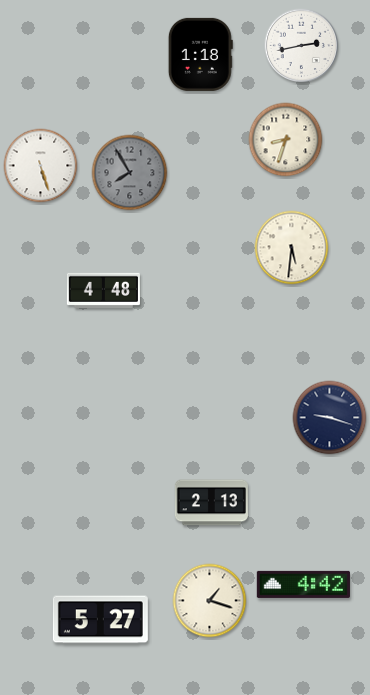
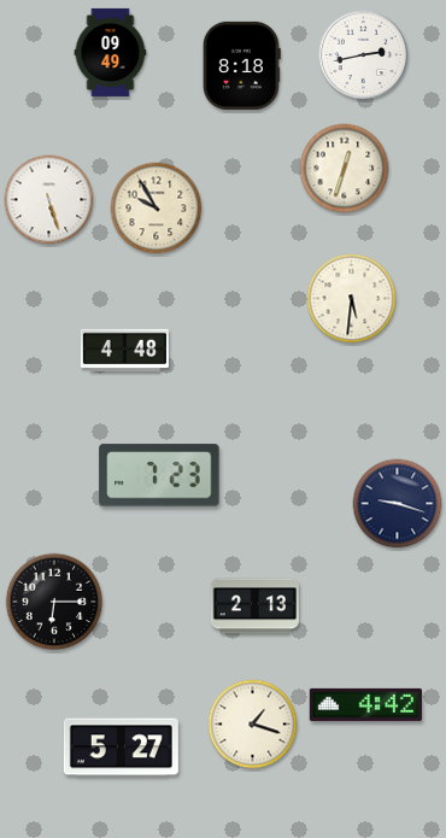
clock at (111, 52): none -> 09:49
clock at (200, 54): 1:18 -> 8:18
clock at (286, 140): 8:33 -> 12:33
clock at (130, 173): 7:55 -> 9:55
clock at (130, 173) dial: grey -> cream
clock at (159, 475): none -> 7:23
clock at (54, 602): none -> 6:15
